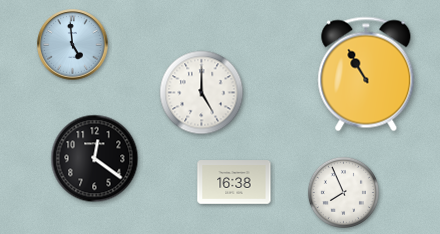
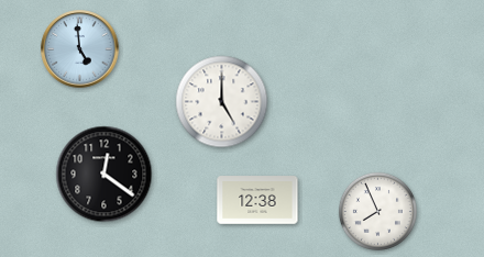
clock at (366, 74): 10:55 -> none
clock at (234, 182): 16:38 -> 12:38
